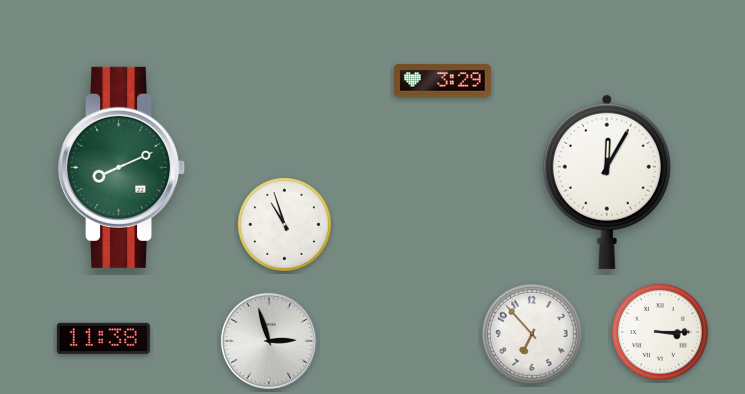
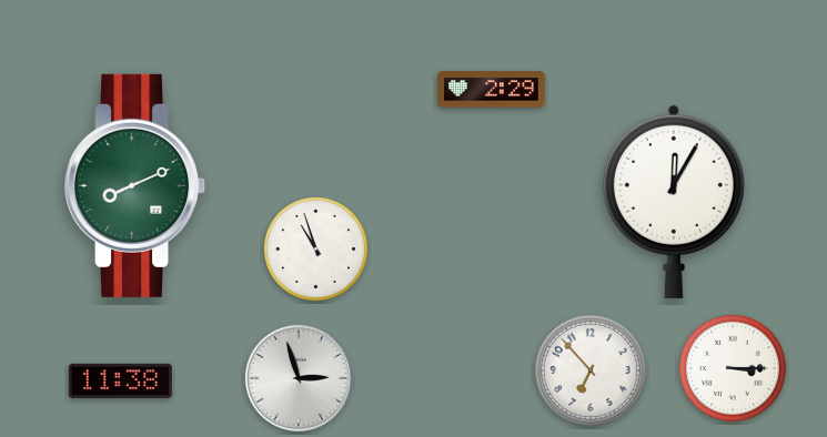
clock at (443, 81): 3:29 -> 2:29
clock at (103, 338) position: (103, 338) -> (120, 380)
